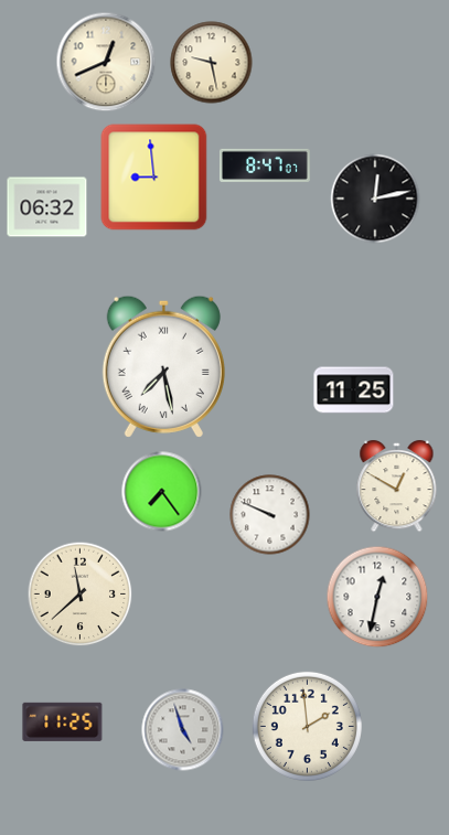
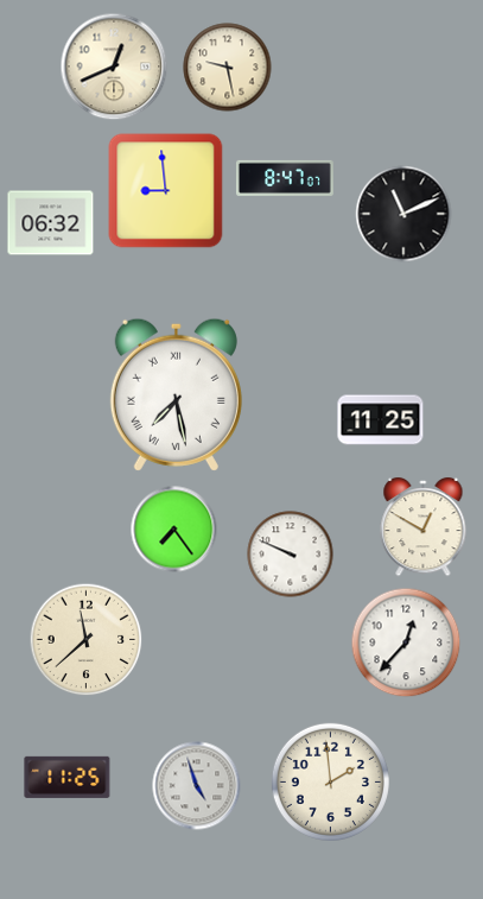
clock at (375, 199): 12:13 -> 11:11
clock at (397, 486) position: (397, 486) -> (424, 527)
clock at (377, 597): 12:32 -> 12:37
